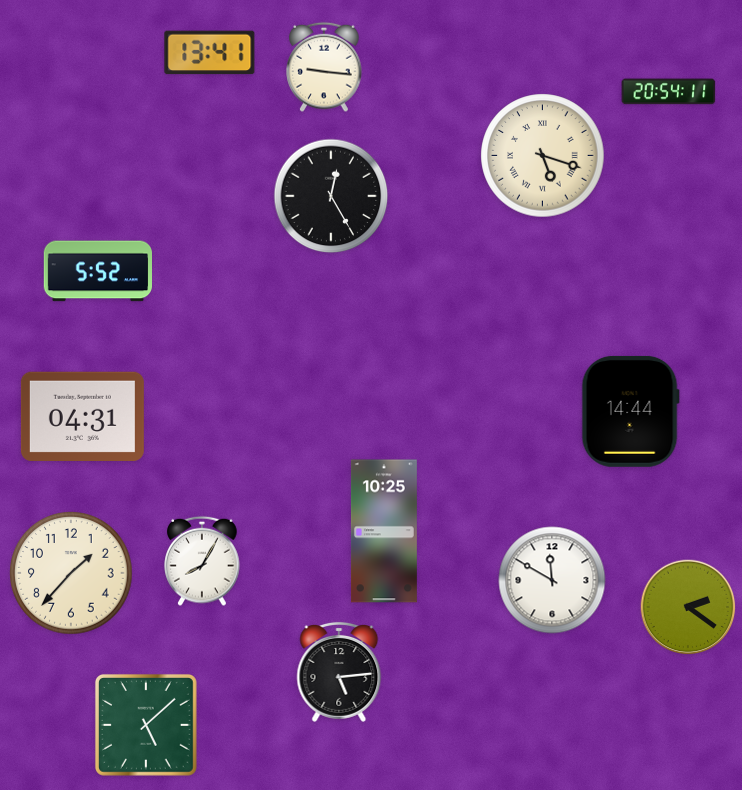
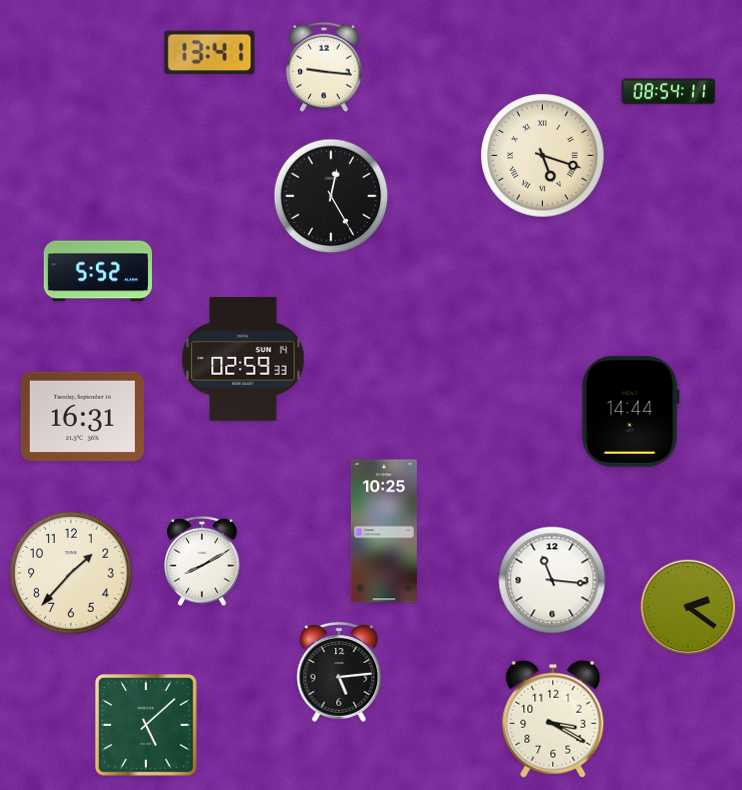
clock at (669, 92): 20:54 -> 08:54
clock at (243, 359): none -> 02:59
clock at (82, 416): 04:31 -> 16:31
clock at (202, 561): 8:05 -> 8:10
clock at (552, 580): 11:50 -> 11:16
clock at (553, 719): none -> 3:20
